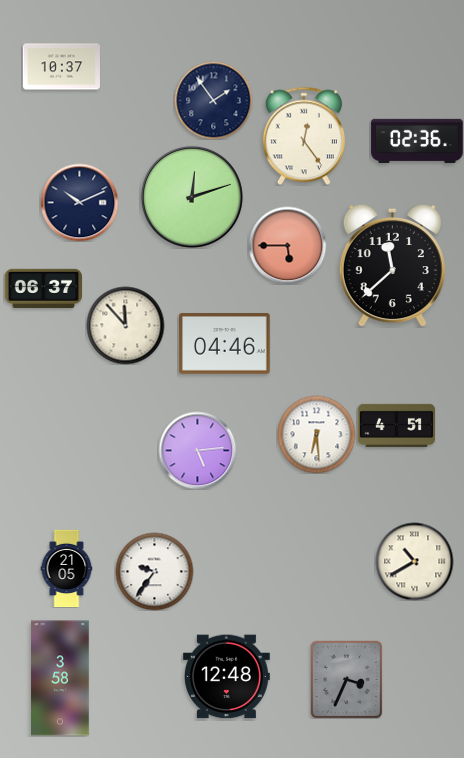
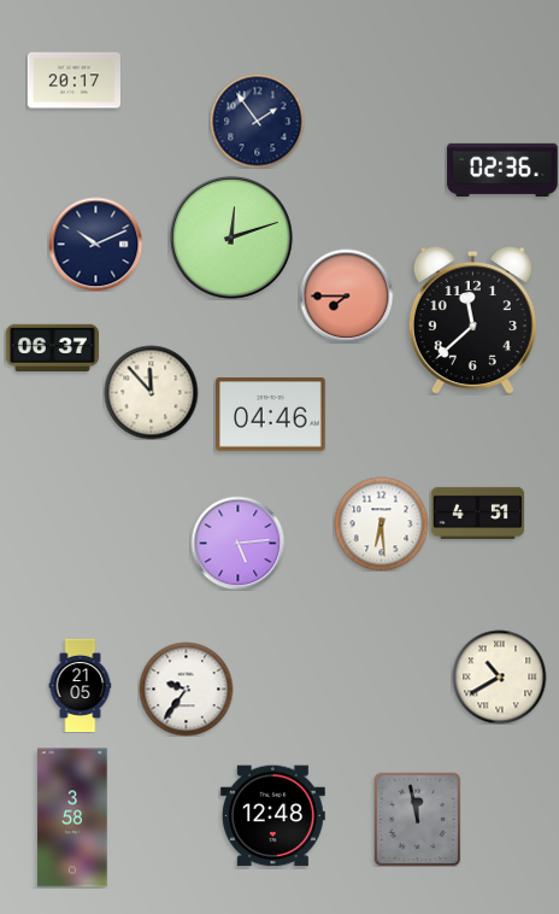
clock at (61, 67): 10:37 -> 20:17
clock at (304, 136): 12:24 -> none
clock at (287, 245): 5:45 -> 7:45
clock at (347, 679): 3:34 -> 11:58
